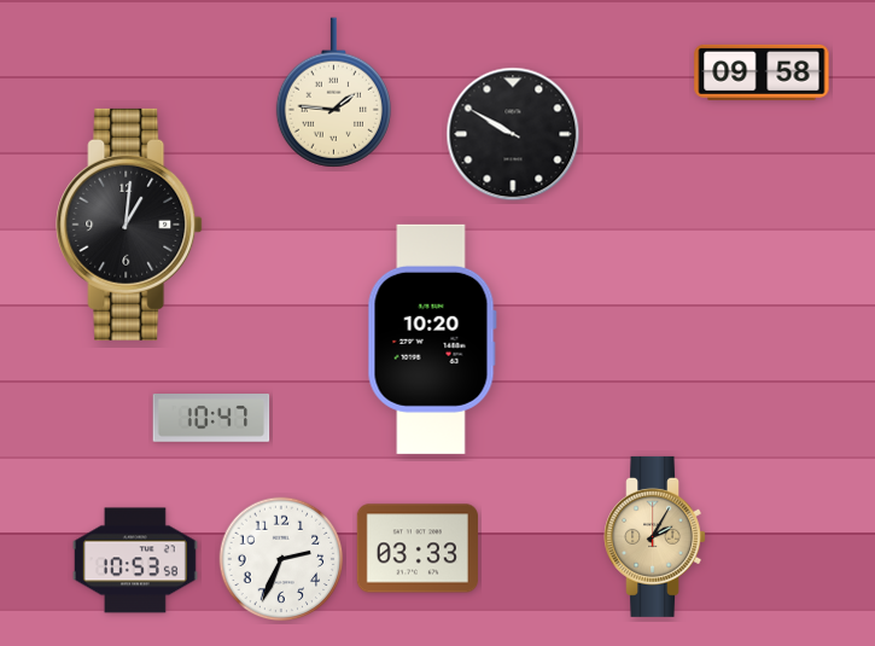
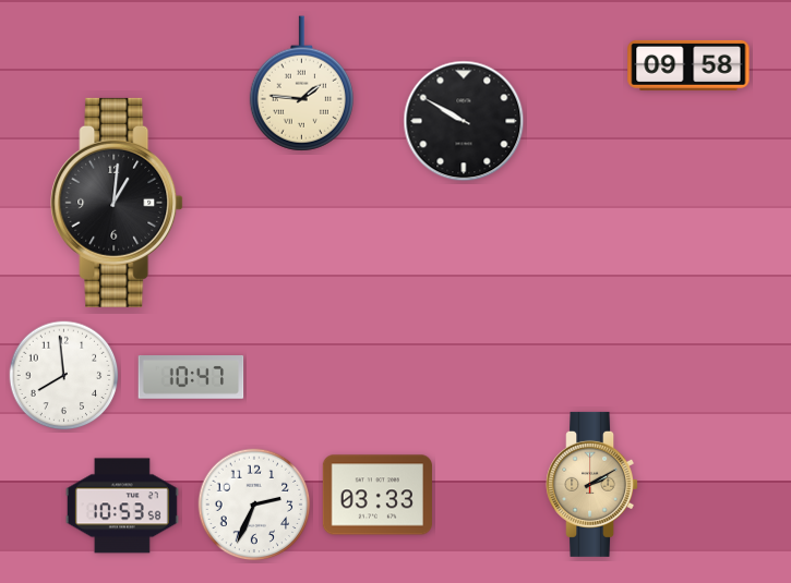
clock at (432, 339): 10:20 -> none
clock at (64, 376): none -> 7:59
clock at (655, 536): 2:05 -> 2:10
